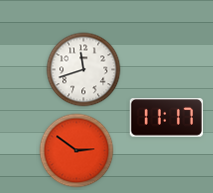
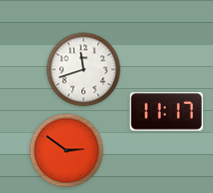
clock at (166, 118) position: (166, 118) -> (166, 112)
clock at (77, 151) position: (77, 151) -> (67, 151)
